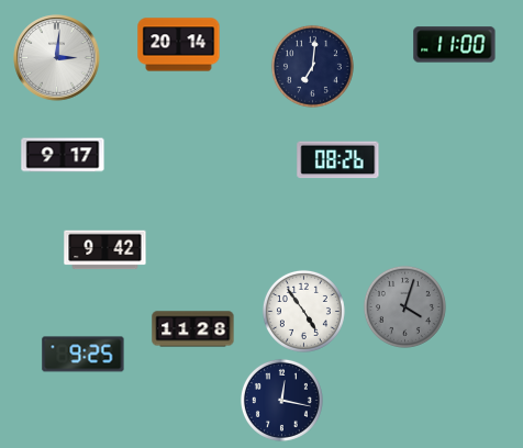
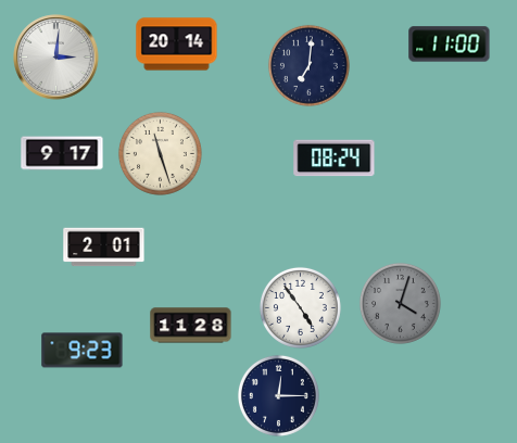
clock at (160, 153): none -> 11:27
clock at (338, 160): 08:26 -> 08:24
clock at (105, 250): 9:42 -> 2:01
clock at (84, 355): 9:25 -> 9:23
clock at (281, 400): 12:17 -> 12:15
